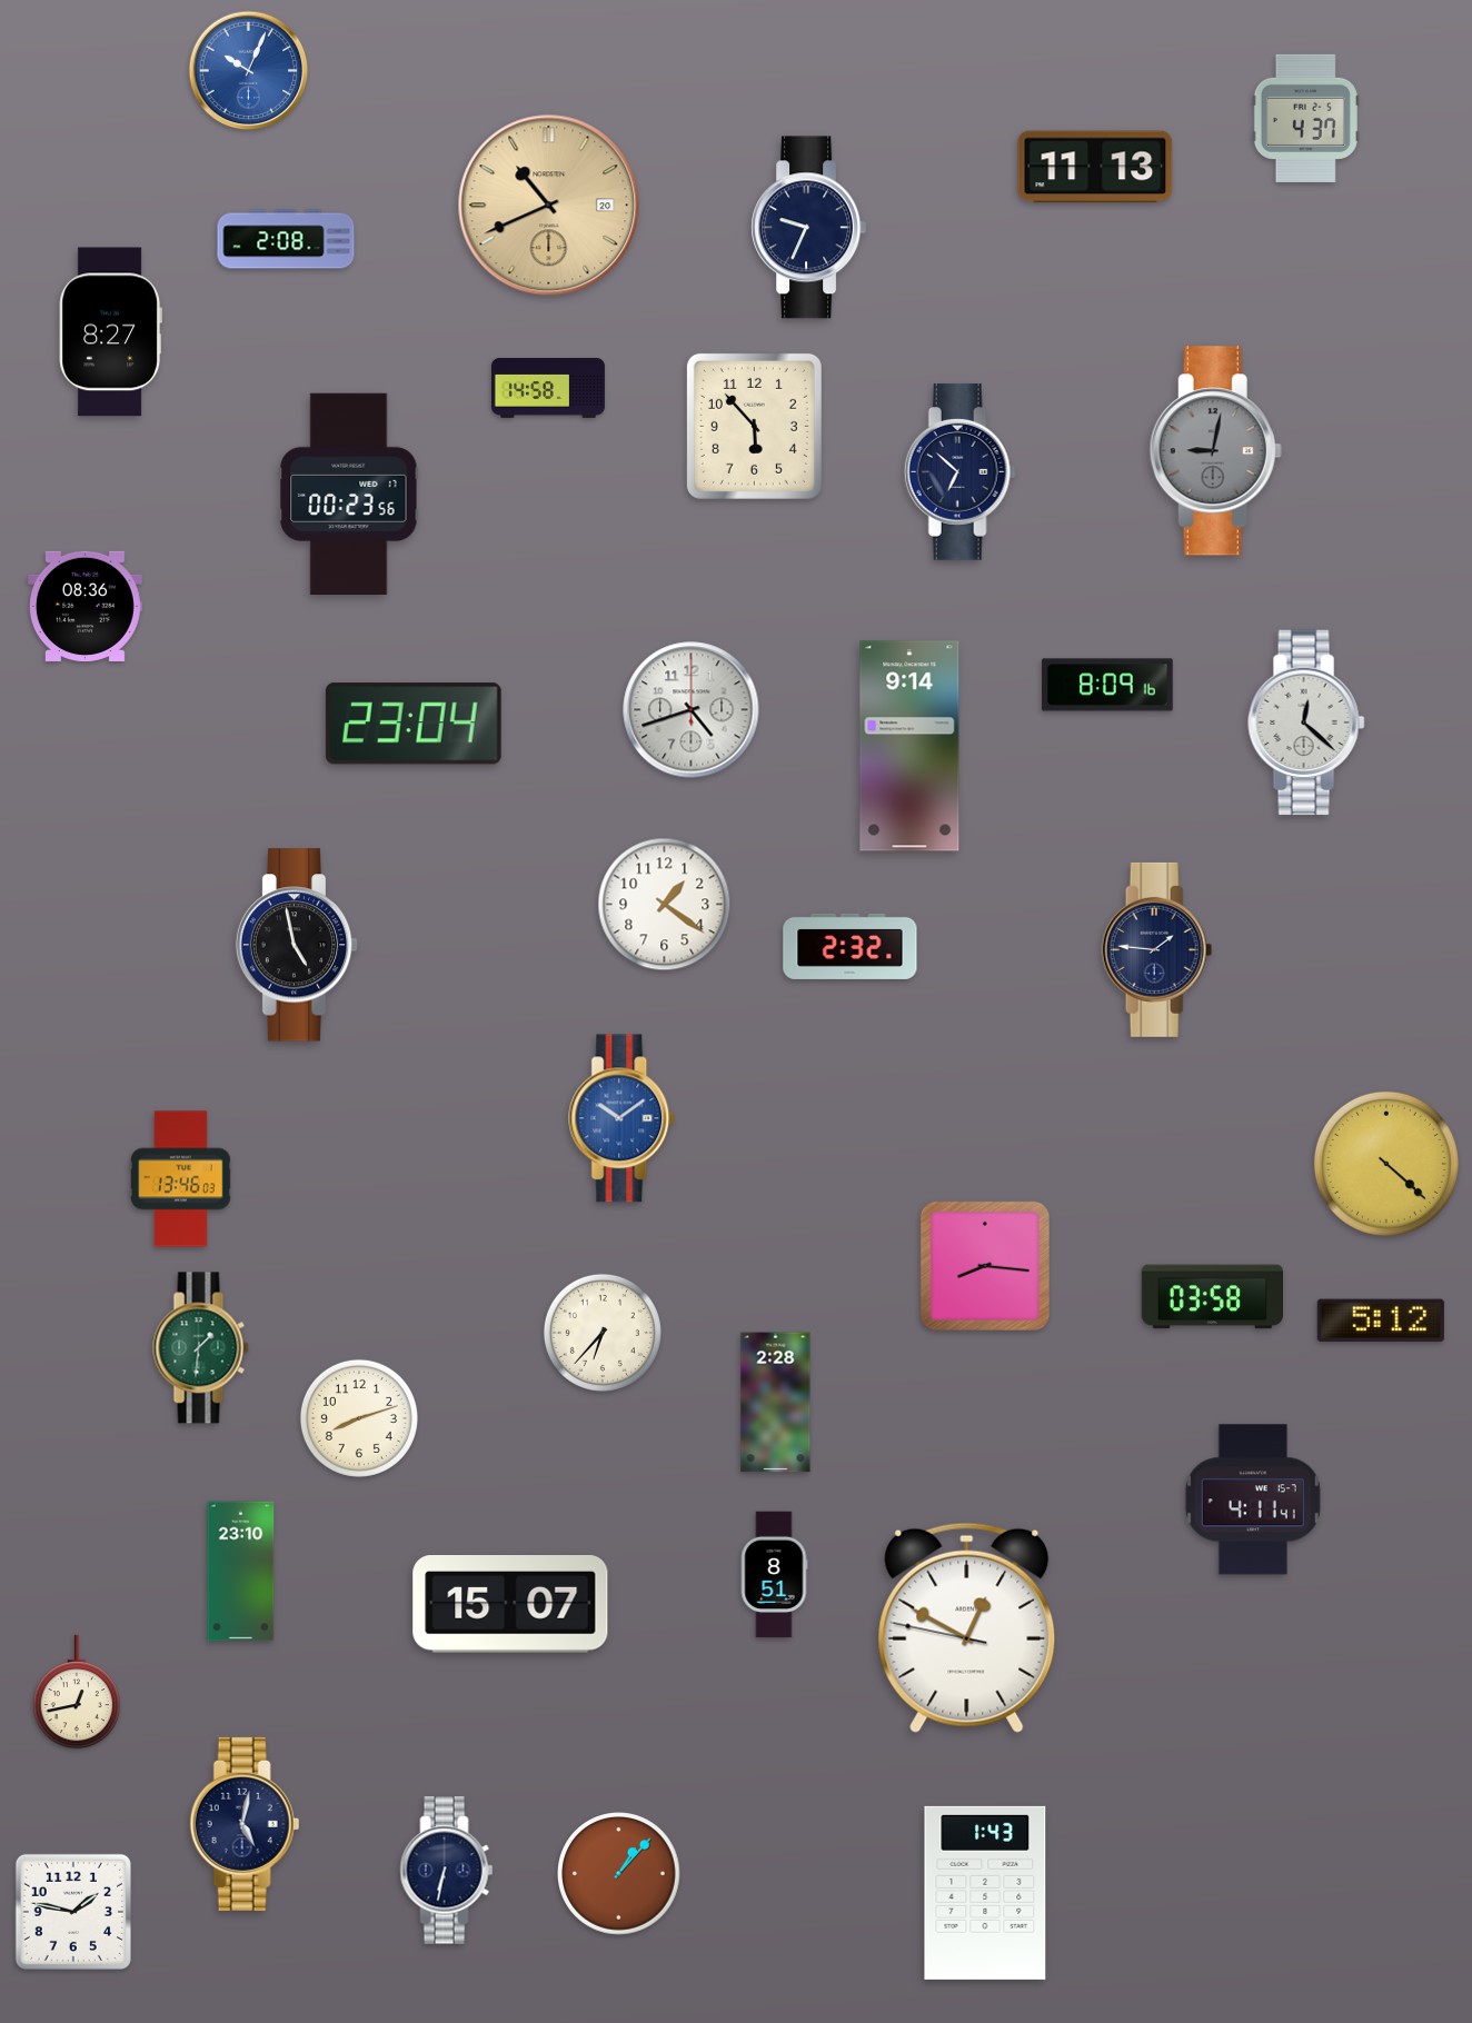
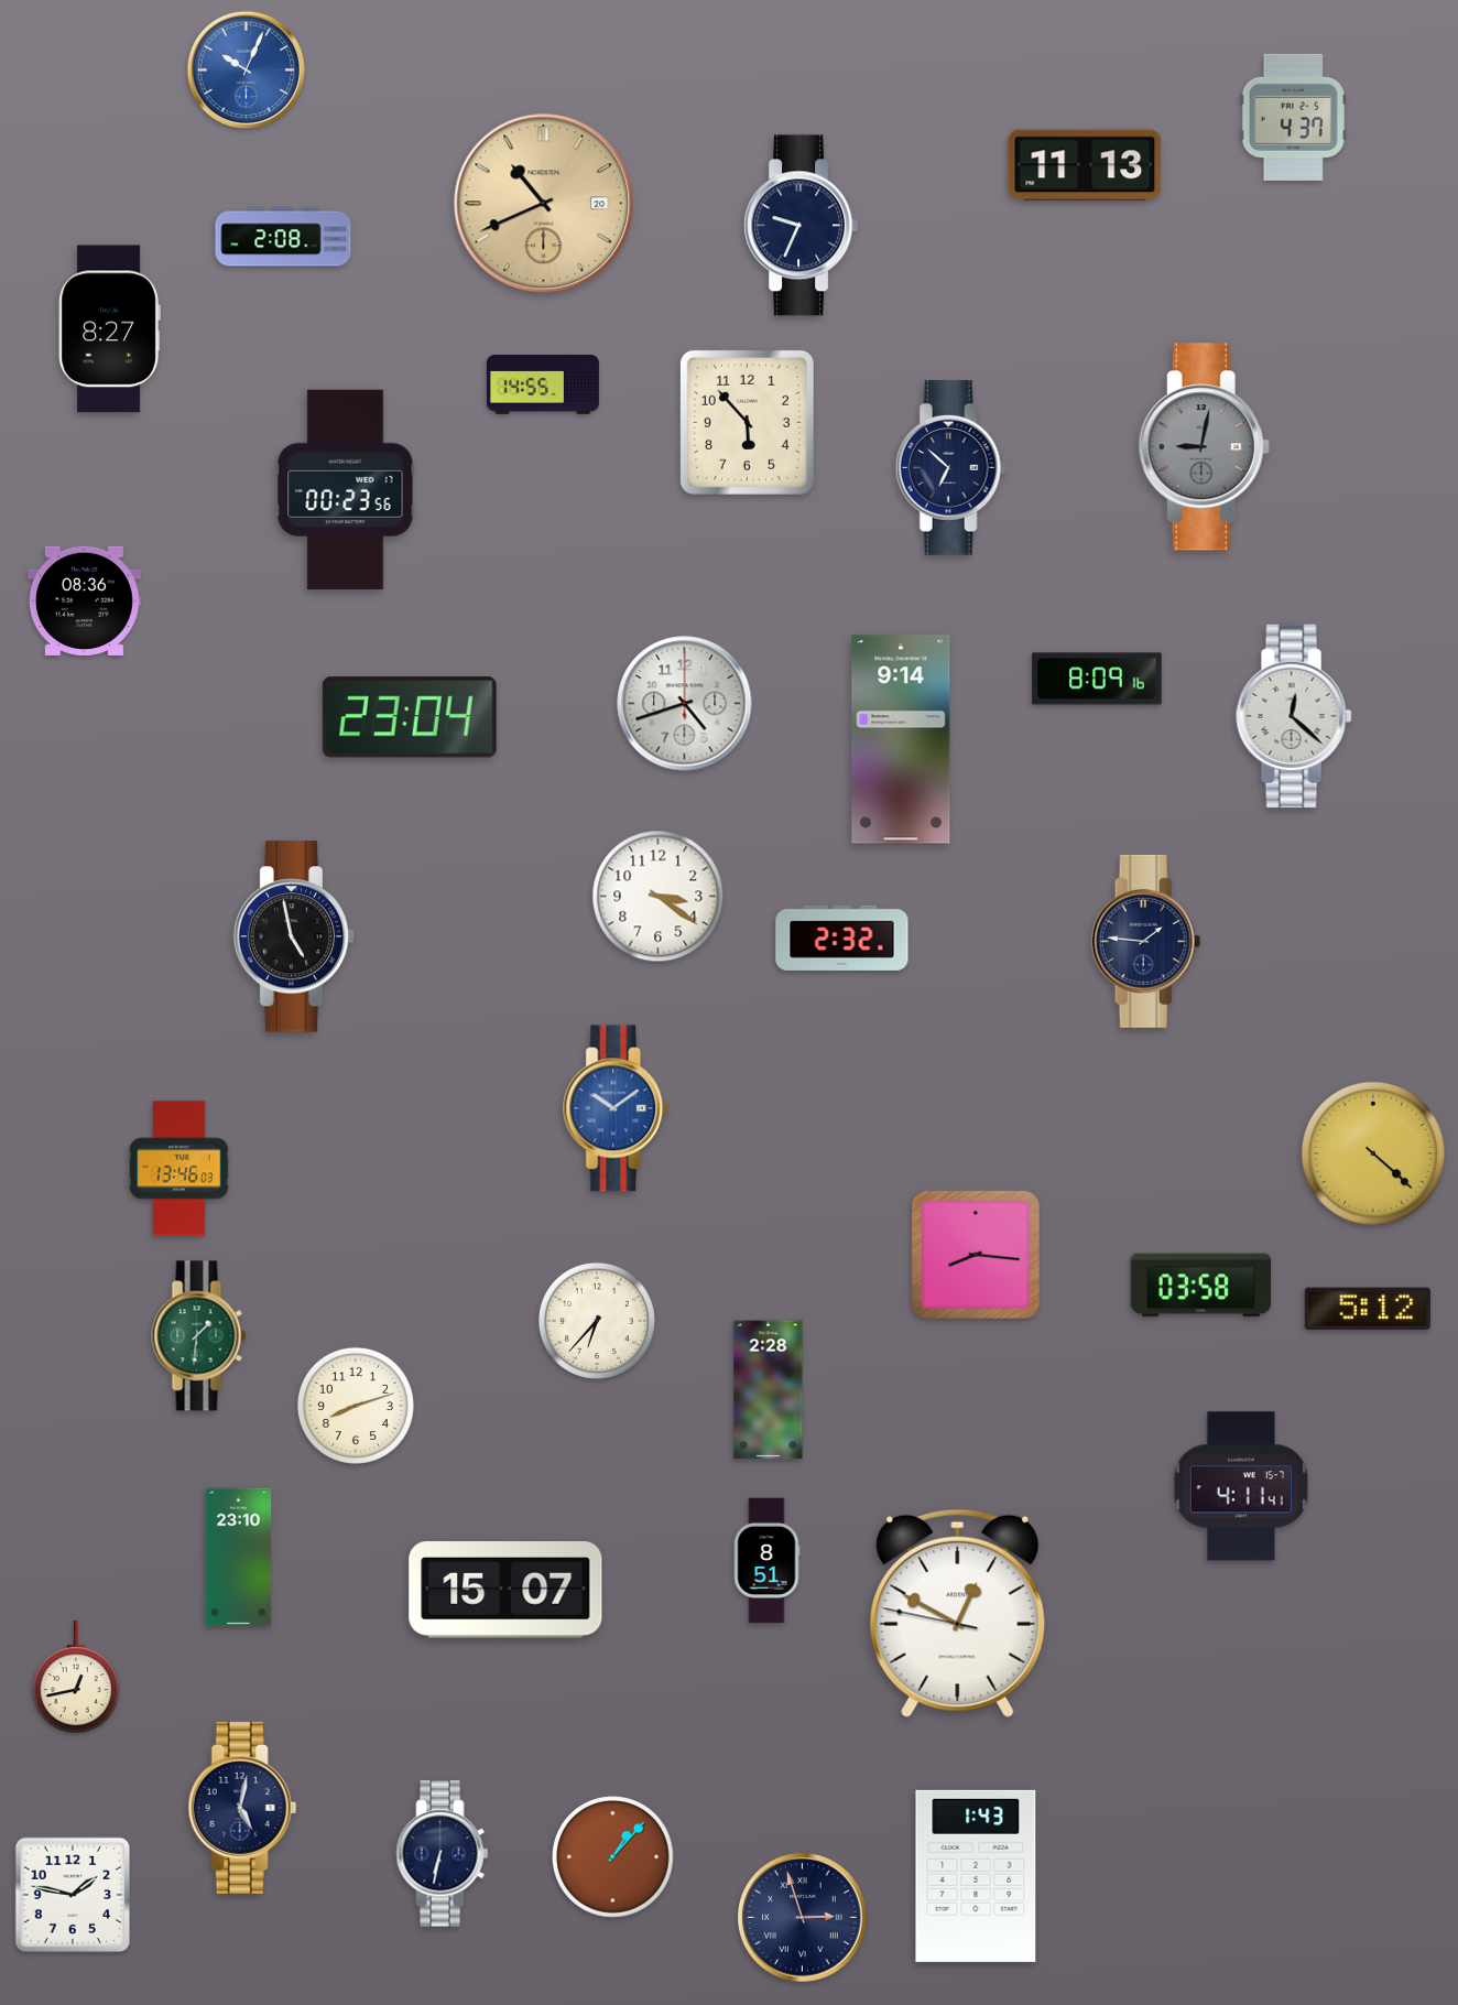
clock at (548, 389): 14:58 -> 14:55
clock at (665, 905): 1:21 -> 3:21
clock at (803, 1918): none -> 2:57
